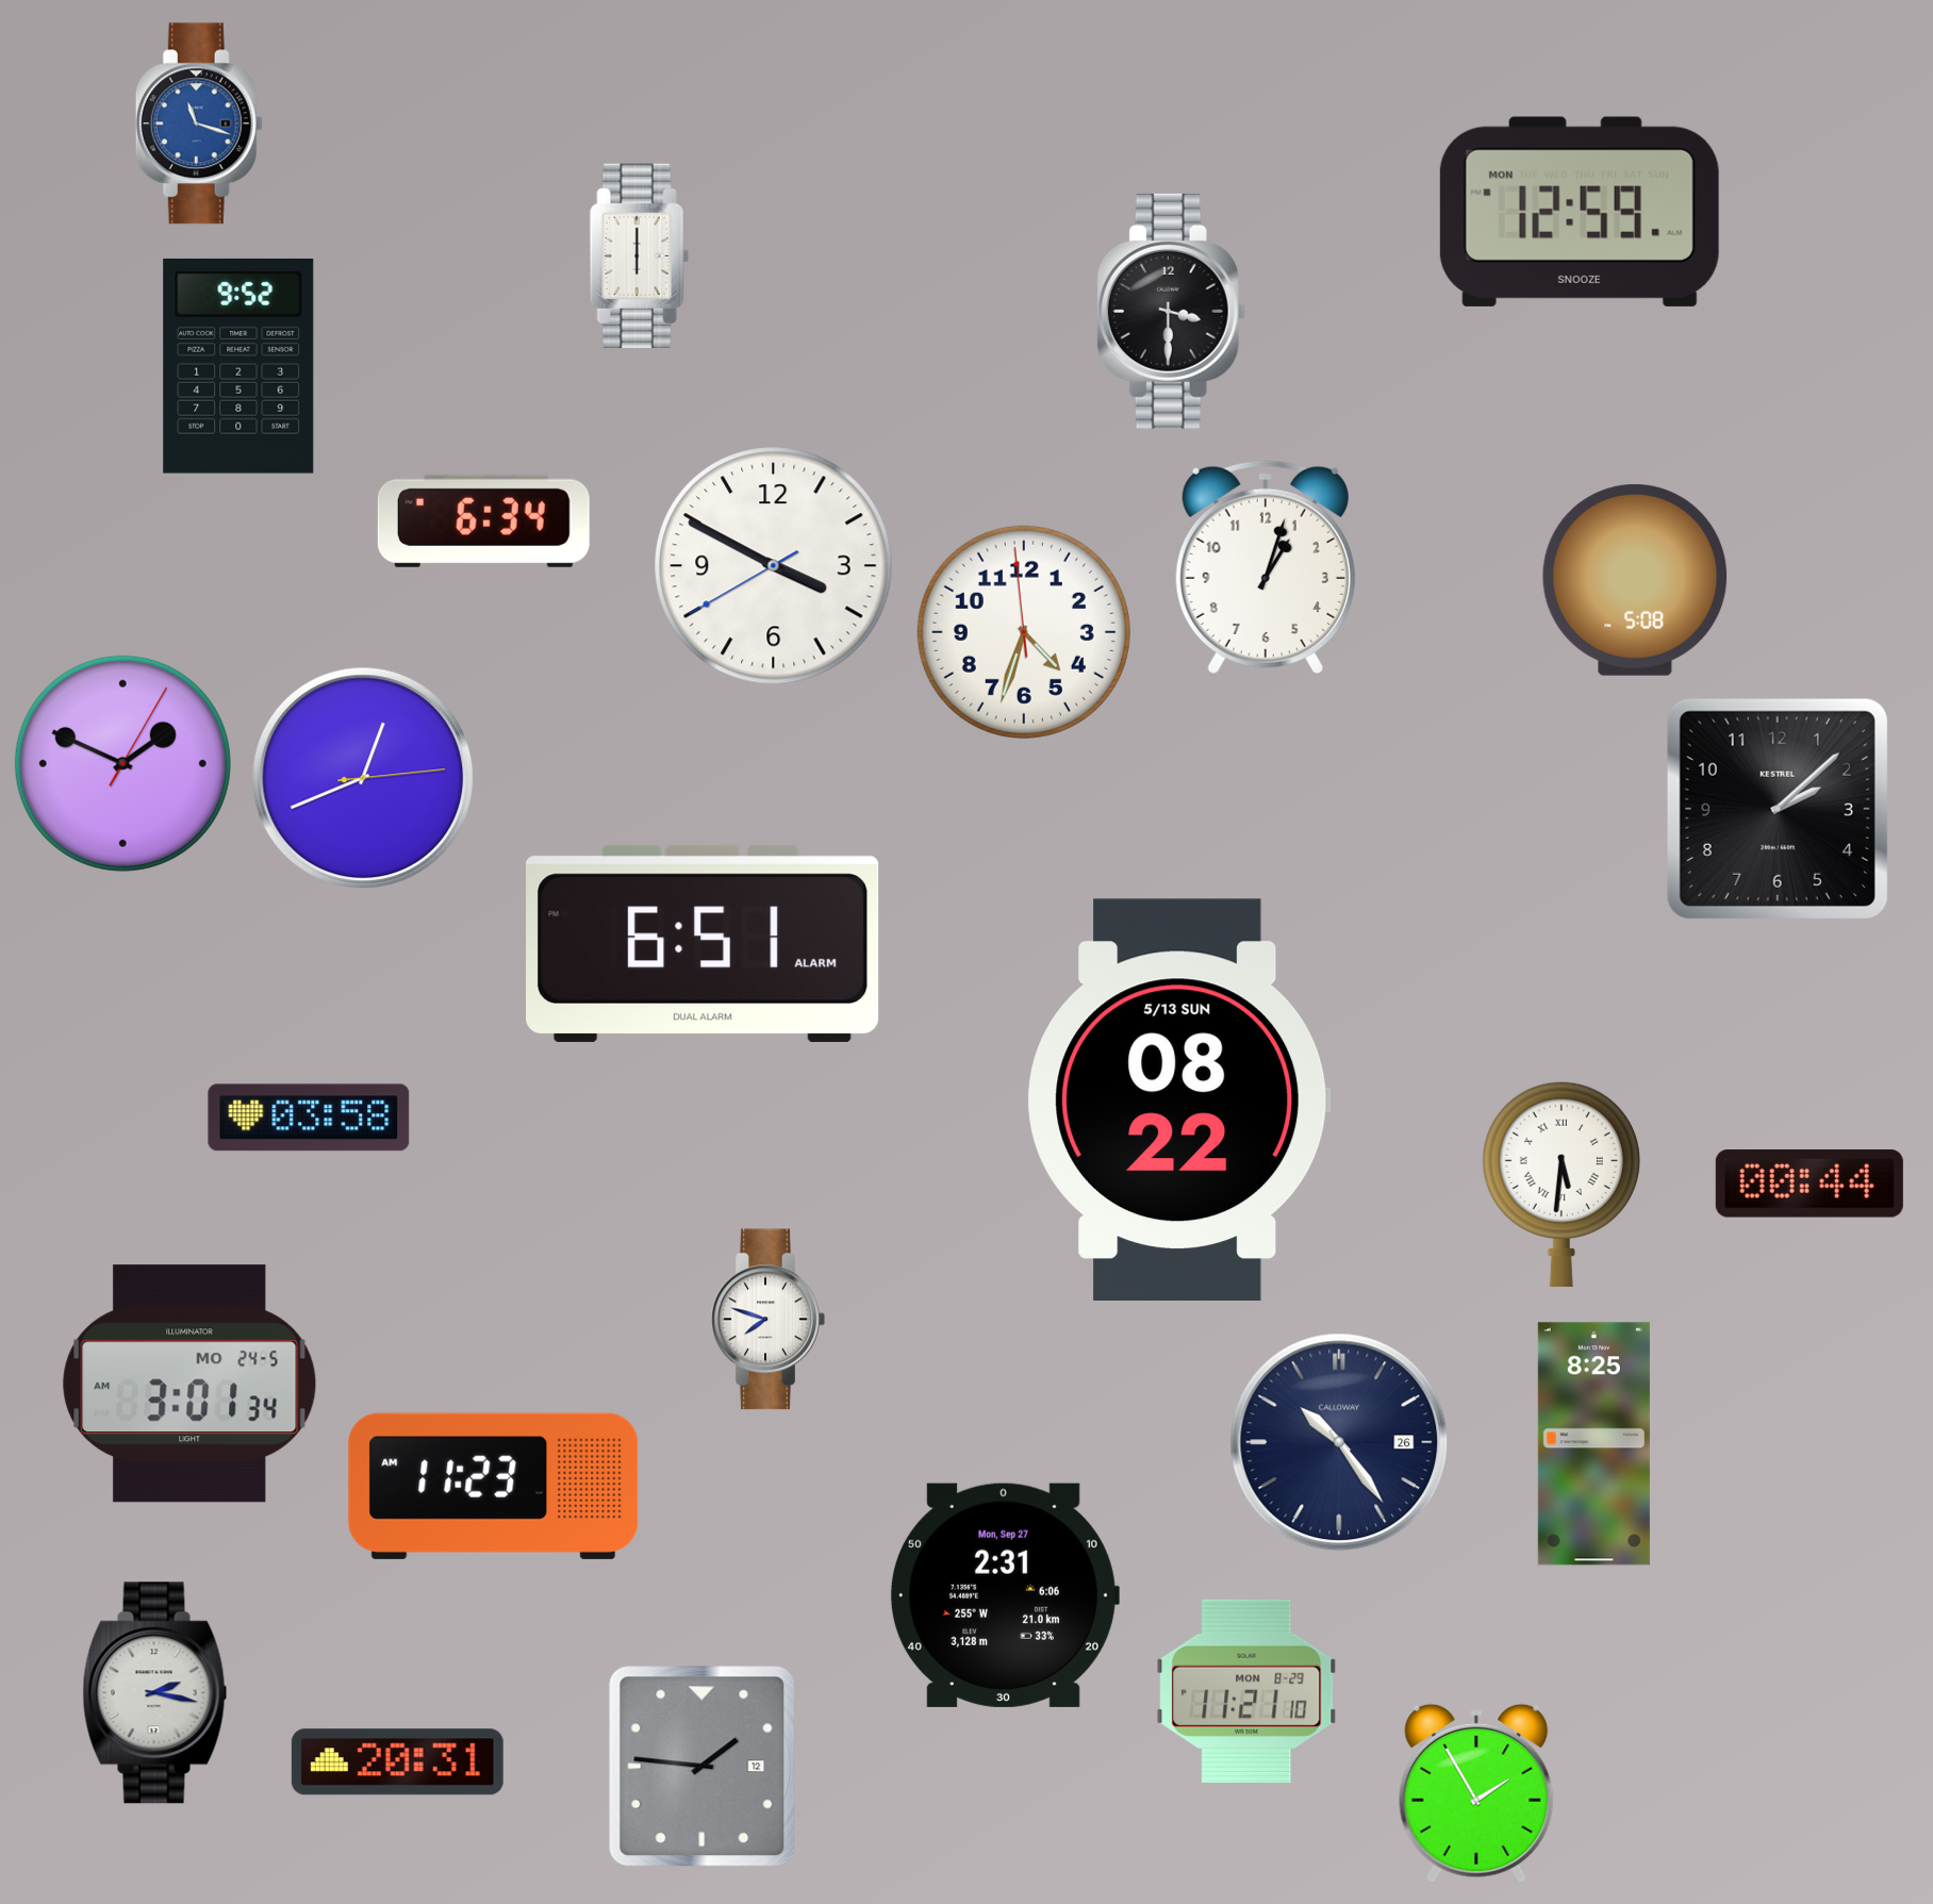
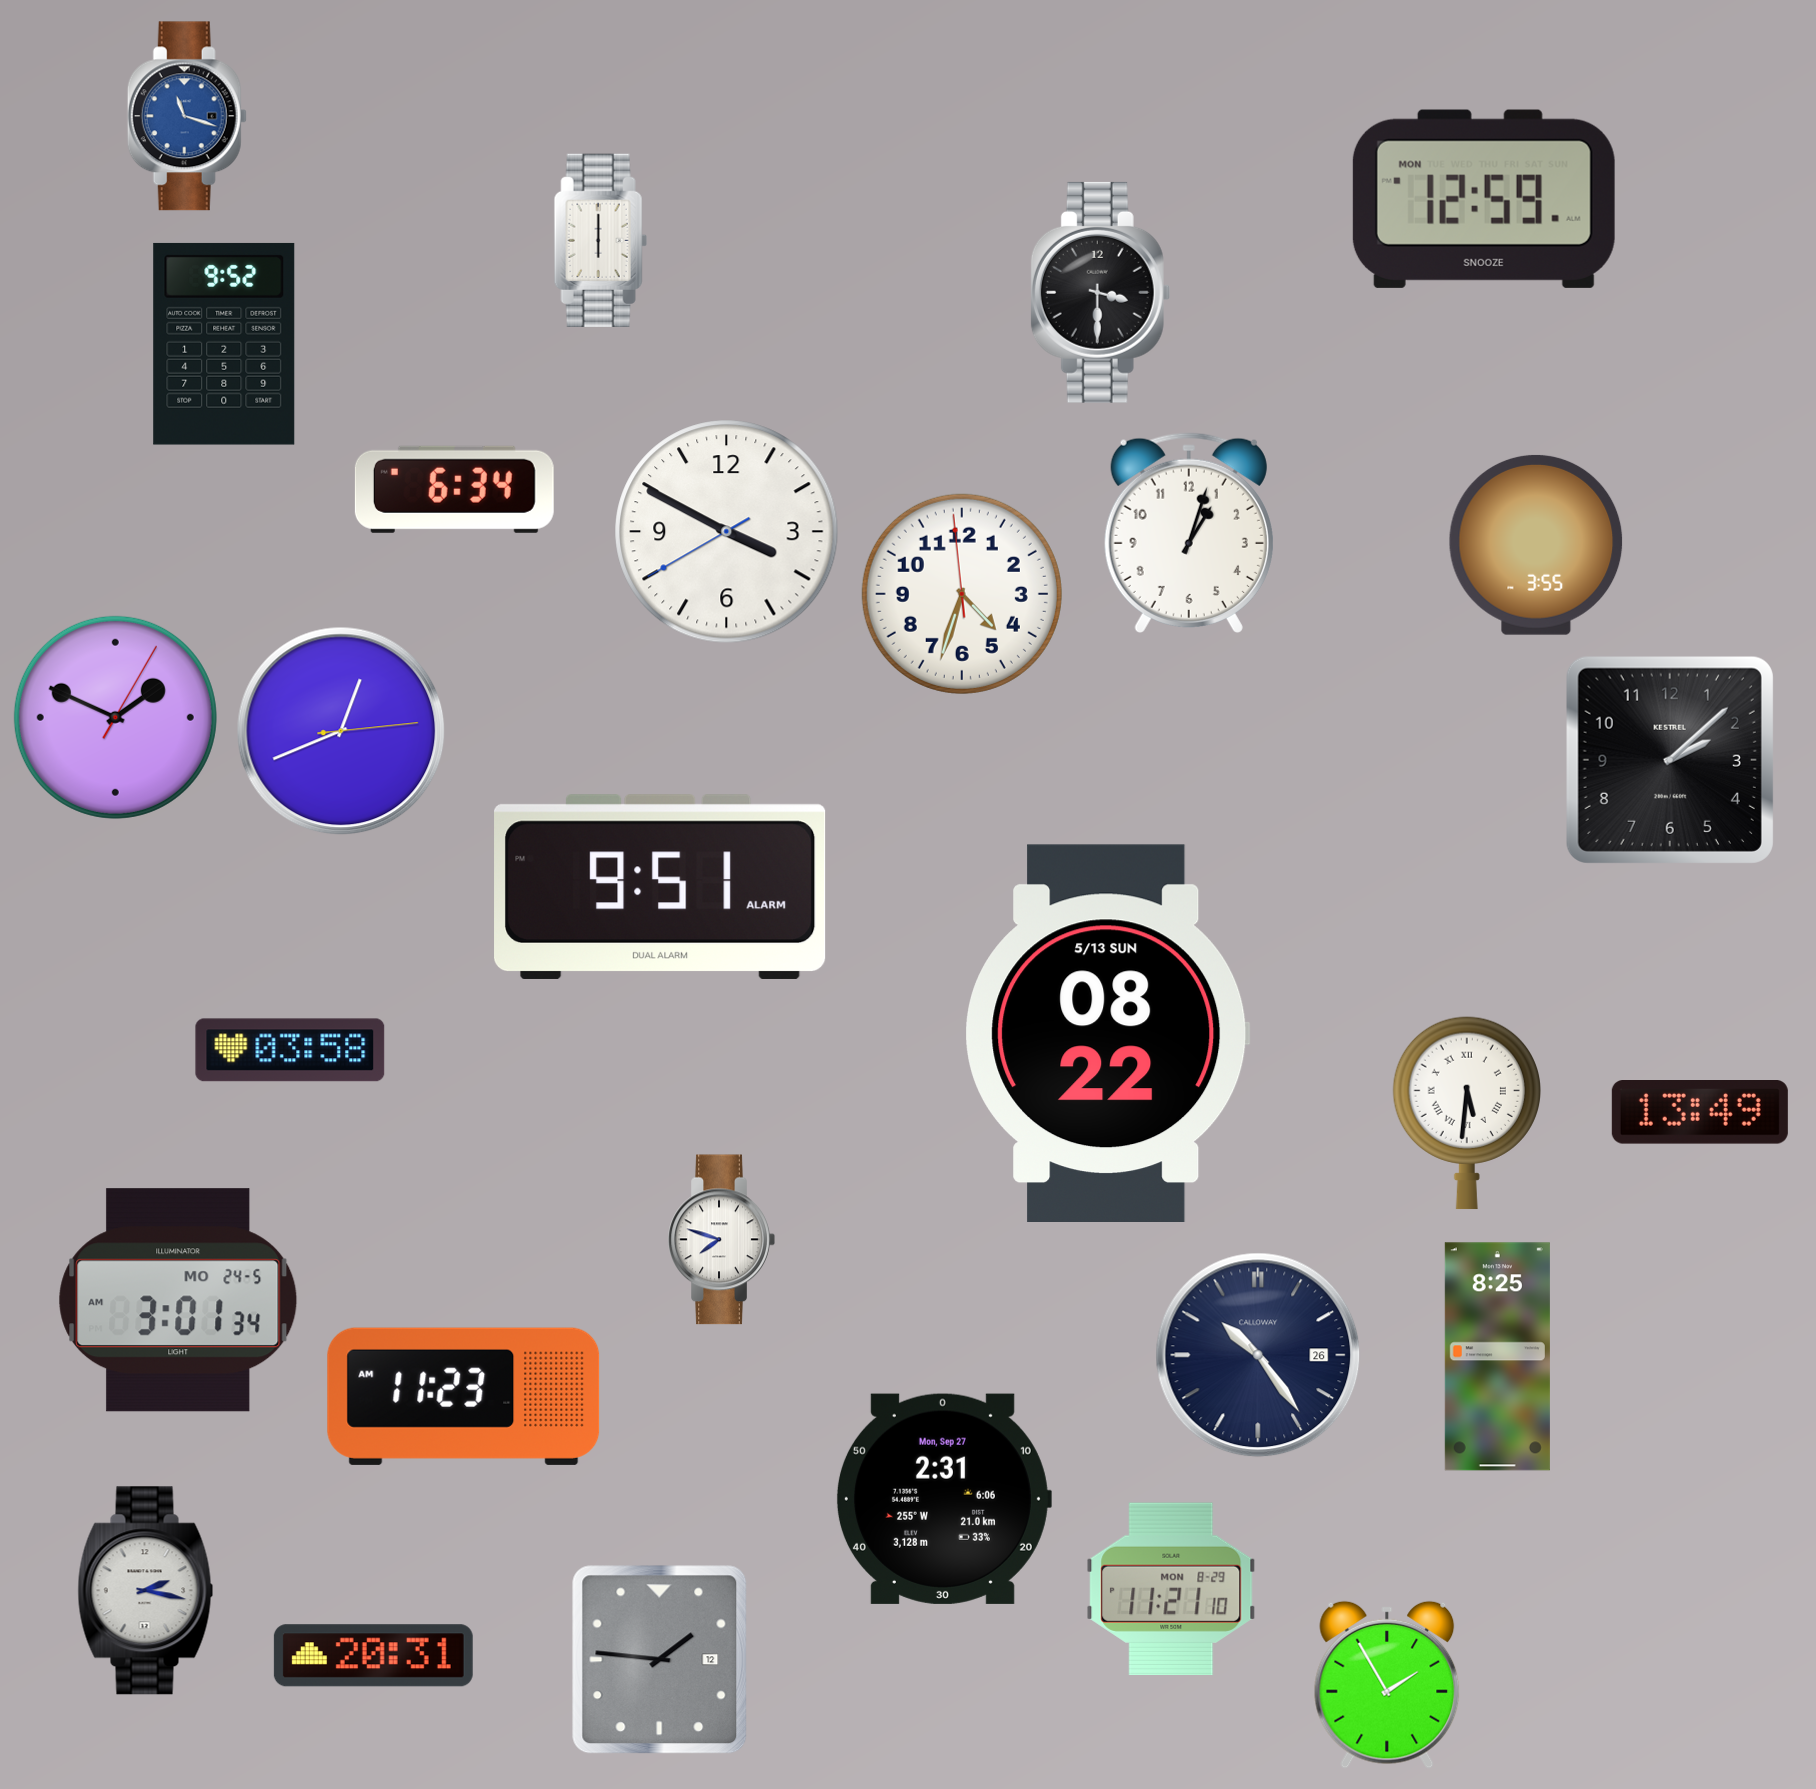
clock at (1635, 580): 5:08 -> 3:55
clock at (703, 944): 6:51 -> 9:51
clock at (1810, 1185): 00:44 -> 13:49
